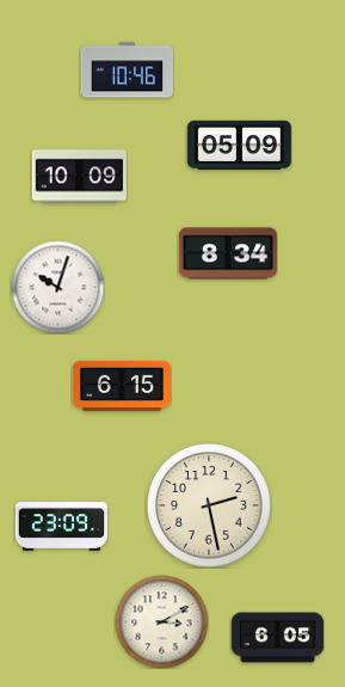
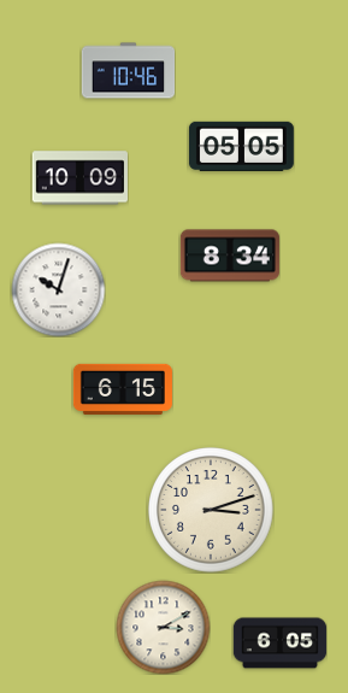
clock at (239, 145): 05:09 -> 05:05
clock at (209, 505): 2:28 -> 3:12
clock at (61, 527): 23:09 -> none
